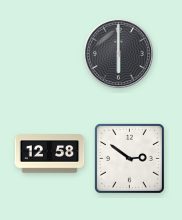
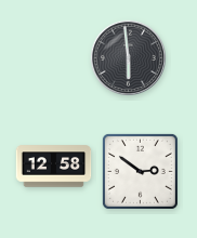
clock at (119, 54): 6:00 -> 5:59
